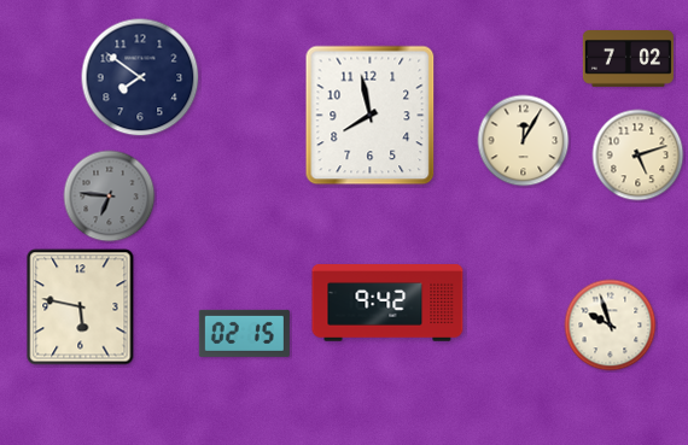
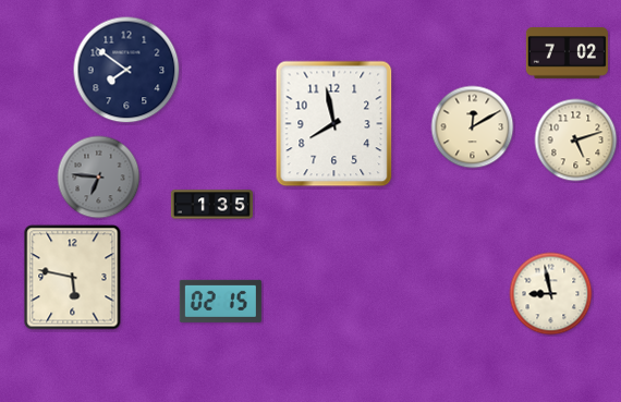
clock at (371, 116) position: (371, 116) -> (334, 124)
clock at (524, 141): 12:05 -> 12:10
clock at (211, 205): none -> 1:35
clock at (387, 303): 9:42 -> none
clock at (611, 326): 9:57 -> 8:58
